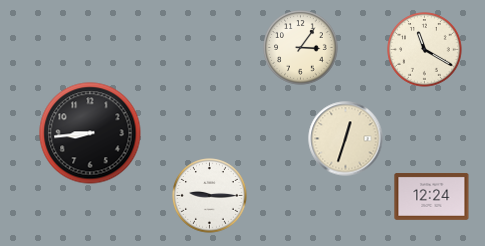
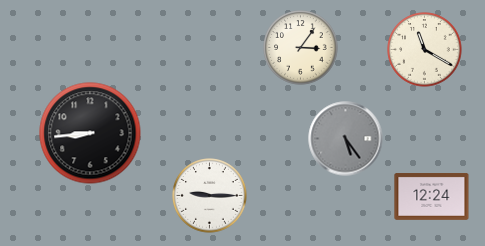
clock at (346, 139): 12:33 -> 5:24
clock at (346, 139) dial: cream -> grey
